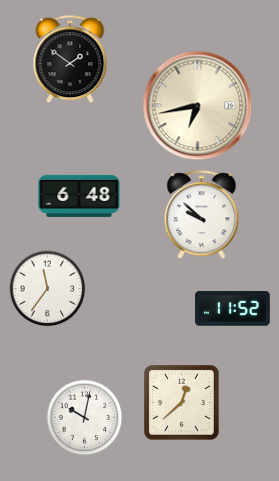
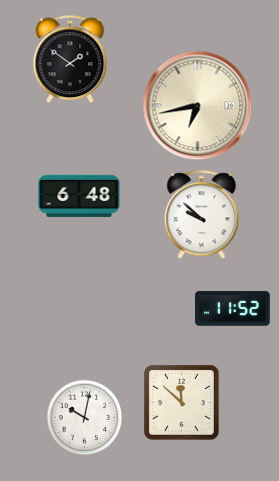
clock at (48, 289): 11:36 -> none
clock at (182, 403): 12:38 -> 11:52
